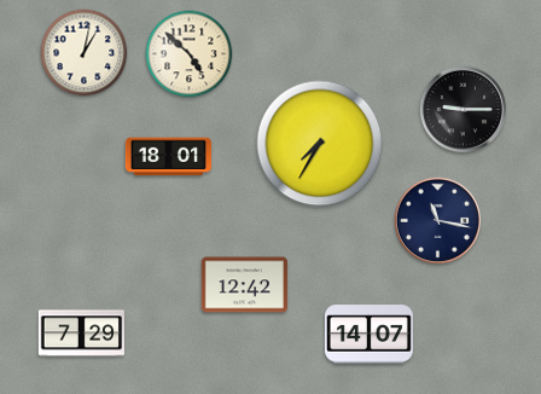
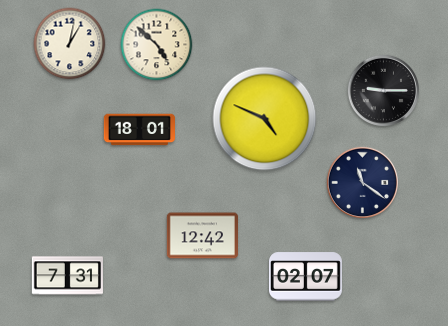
clock at (320, 144): 7:35 -> 4:49
clock at (437, 220): 11:17 -> 11:21
clock at (81, 334): 7:29 -> 7:31
clock at (368, 335): 14:07 -> 02:07
